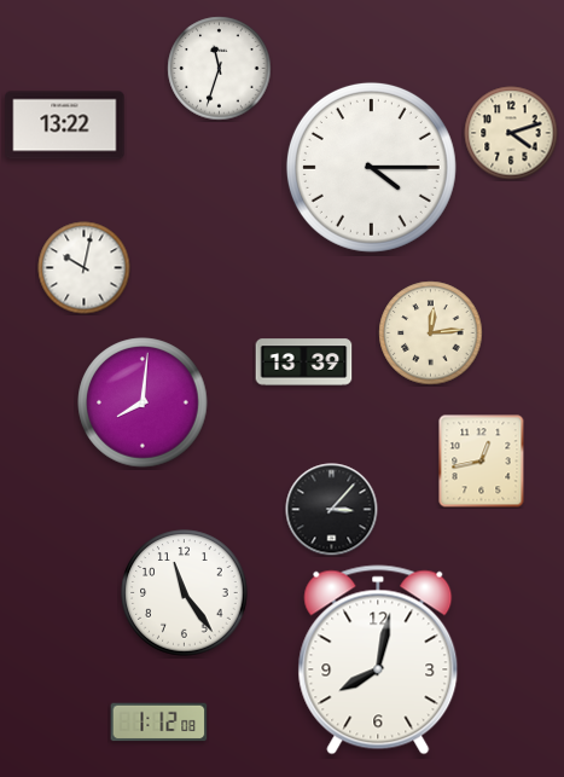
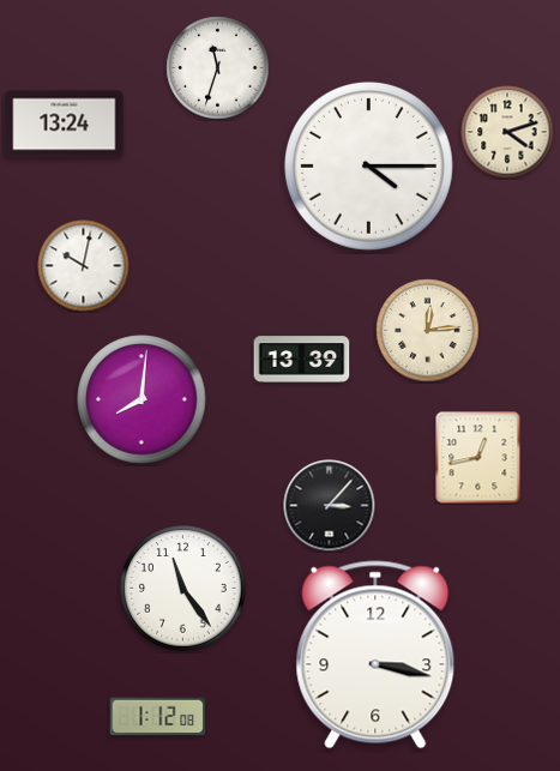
clock at (65, 126): 13:22 -> 13:24
clock at (378, 660): 8:02 -> 3:17
